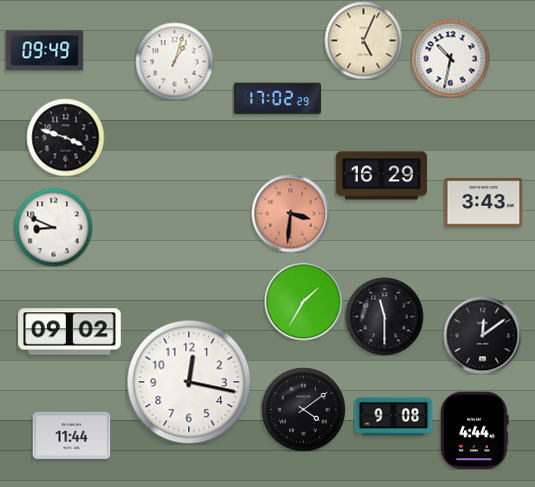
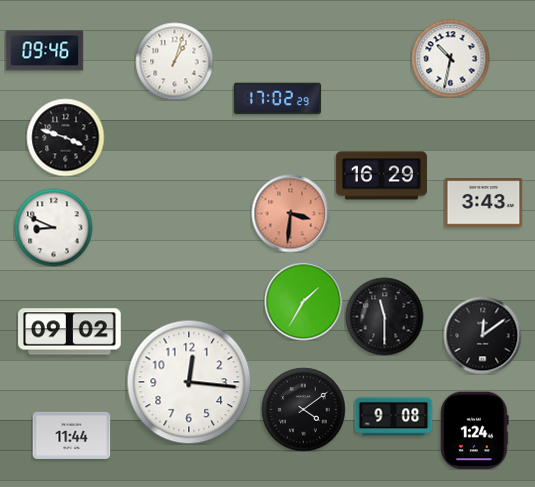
clock at (363, 40): 5:04 -> none
clock at (44, 51): 09:49 -> 09:46
clock at (189, 382): 12:17 -> 12:16
clock at (475, 430): 4:44 -> 1:24
